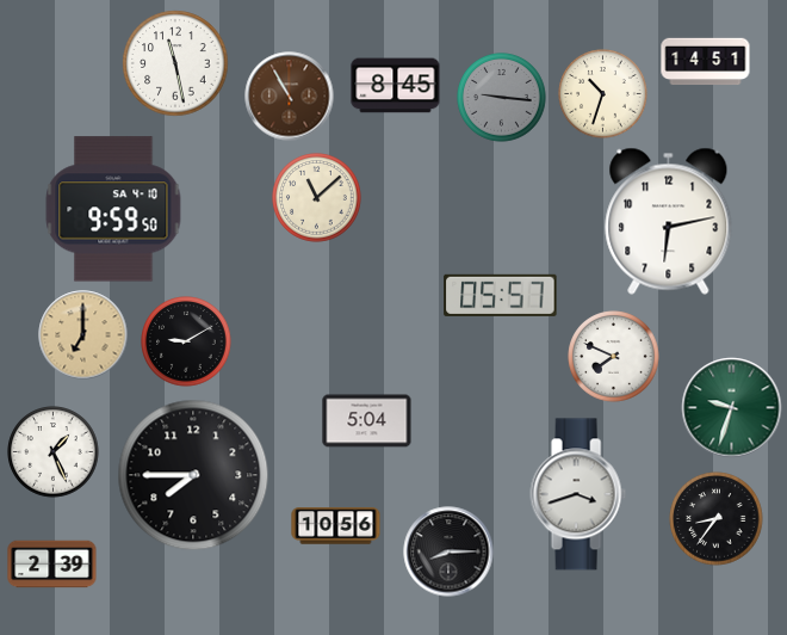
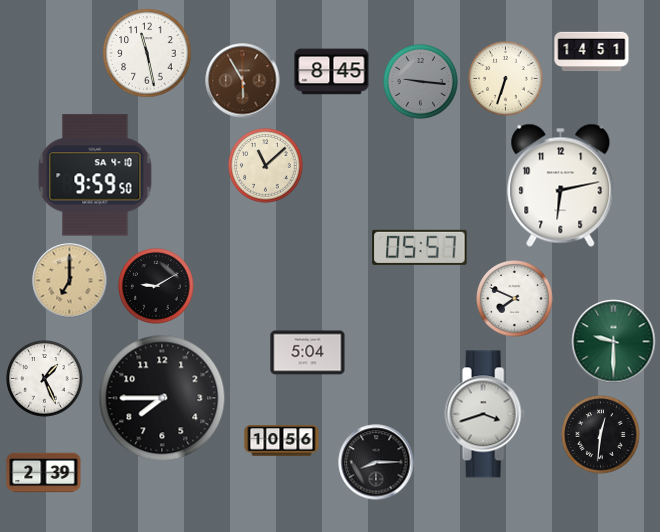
clock at (603, 94): 10:33 -> 6:33
clock at (290, 97): 10:55 -> 5:55
clock at (732, 408): 9:33 -> 9:30
clock at (717, 519): 8:36 -> 12:31
